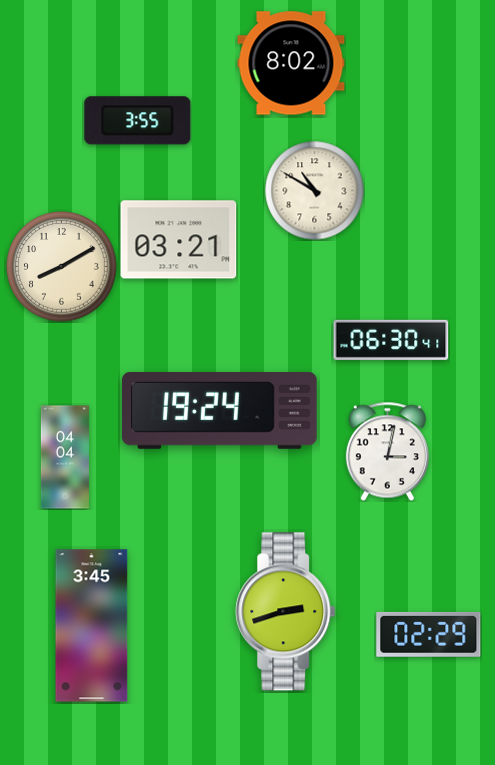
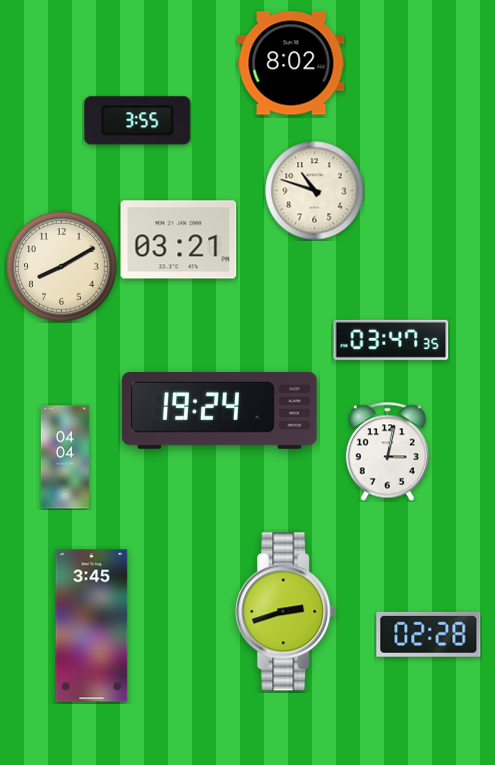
clock at (315, 191): 10:50 -> 10:48
clock at (391, 340): 06:30 -> 03:47
clock at (429, 634): 02:29 -> 02:28
